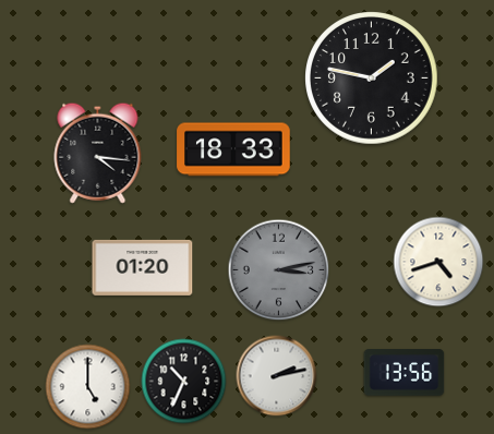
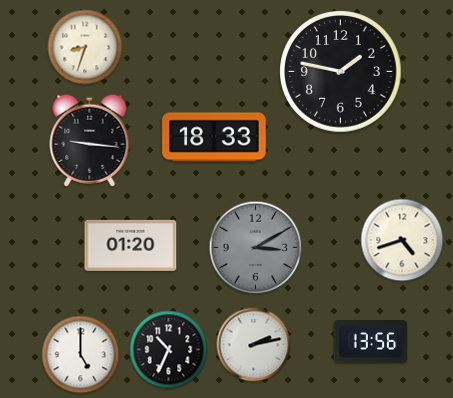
clock at (85, 47): none -> 8:33
clock at (98, 153): 4:16 -> 9:16
clock at (279, 270): 3:13 -> 3:10
